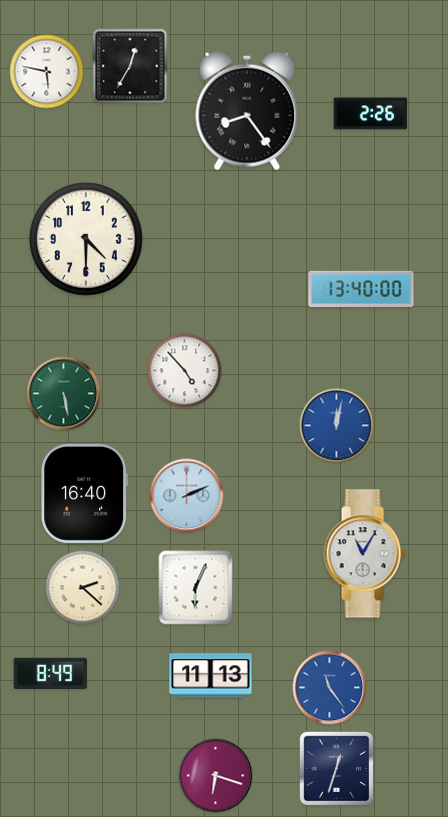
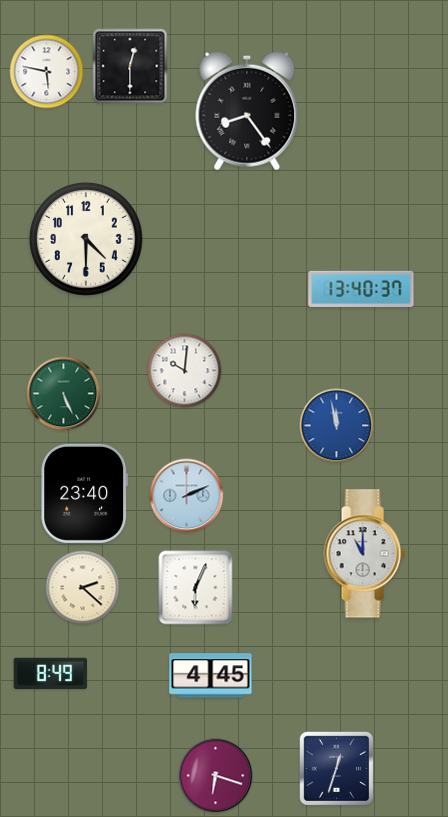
clock at (130, 66): 12:35 -> 12:30
clock at (371, 114): 2:26 -> none
clock at (361, 289): 13:40:00 -> 13:40:37
clock at (185, 371): 4:53 -> 10:01
clock at (64, 394): 5:28 -> 5:26
clock at (337, 426): 12:02 -> 11:58
clock at (85, 493): 16:40 -> 23:40
clock at (364, 554): 11:05 -> 11:00
clock at (211, 676): 11:13 -> 4:45
clock at (330, 688): 11:24 -> none
